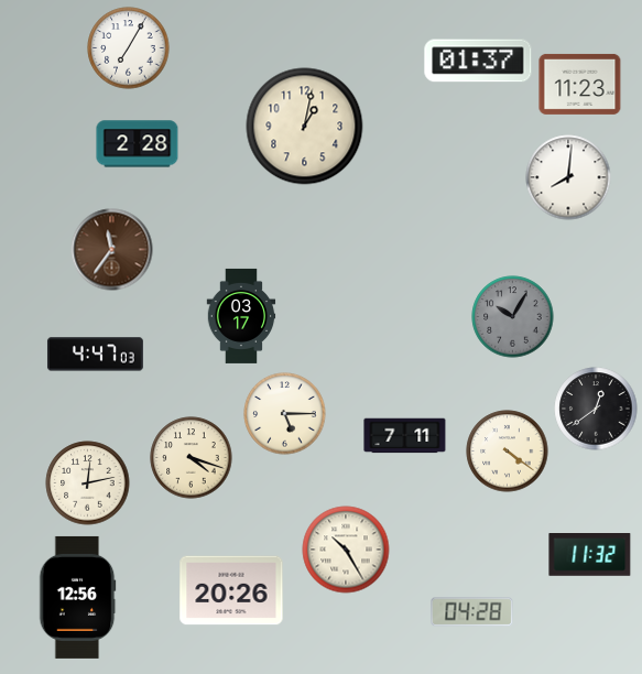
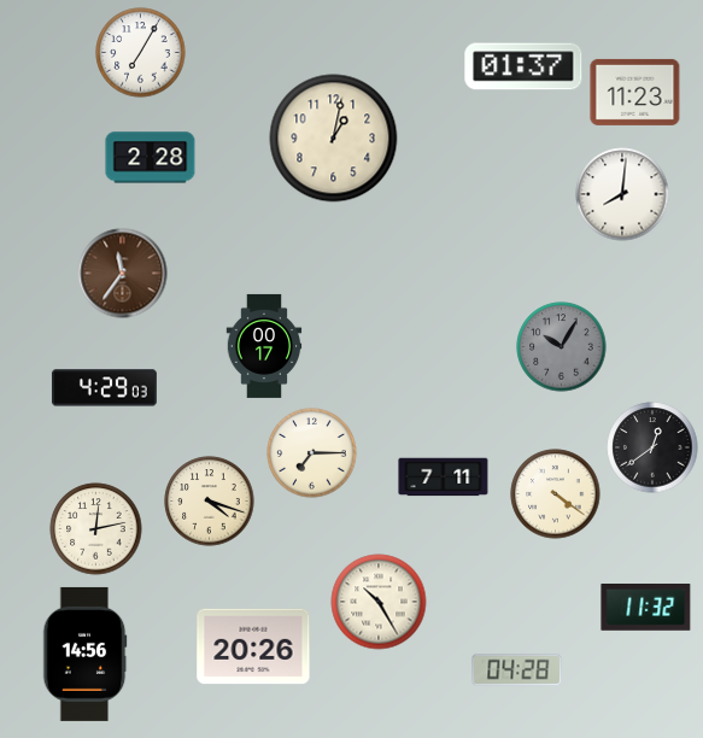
clock at (241, 316): 03:17 -> 00:17
clock at (95, 355): 4:47 -> 4:29
clock at (285, 414): 5:15 -> 7:15
clock at (77, 597): 12:56 -> 14:56
